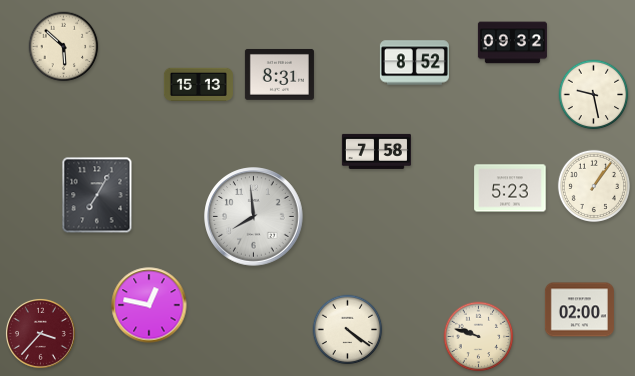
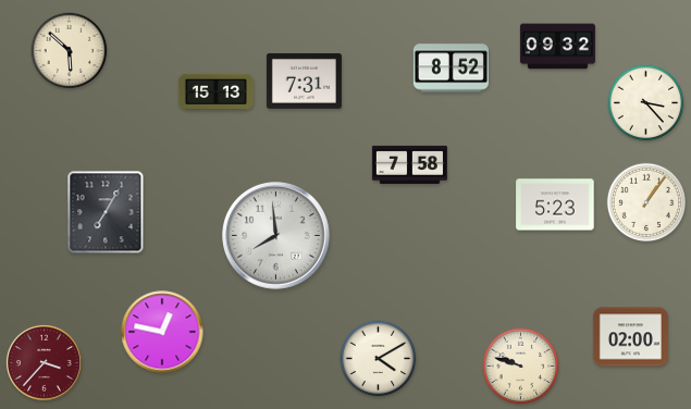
clock at (279, 75): 8:31 -> 7:31
clock at (594, 95): 9:28 -> 3:23
clock at (348, 330): 4:21 -> 4:10
